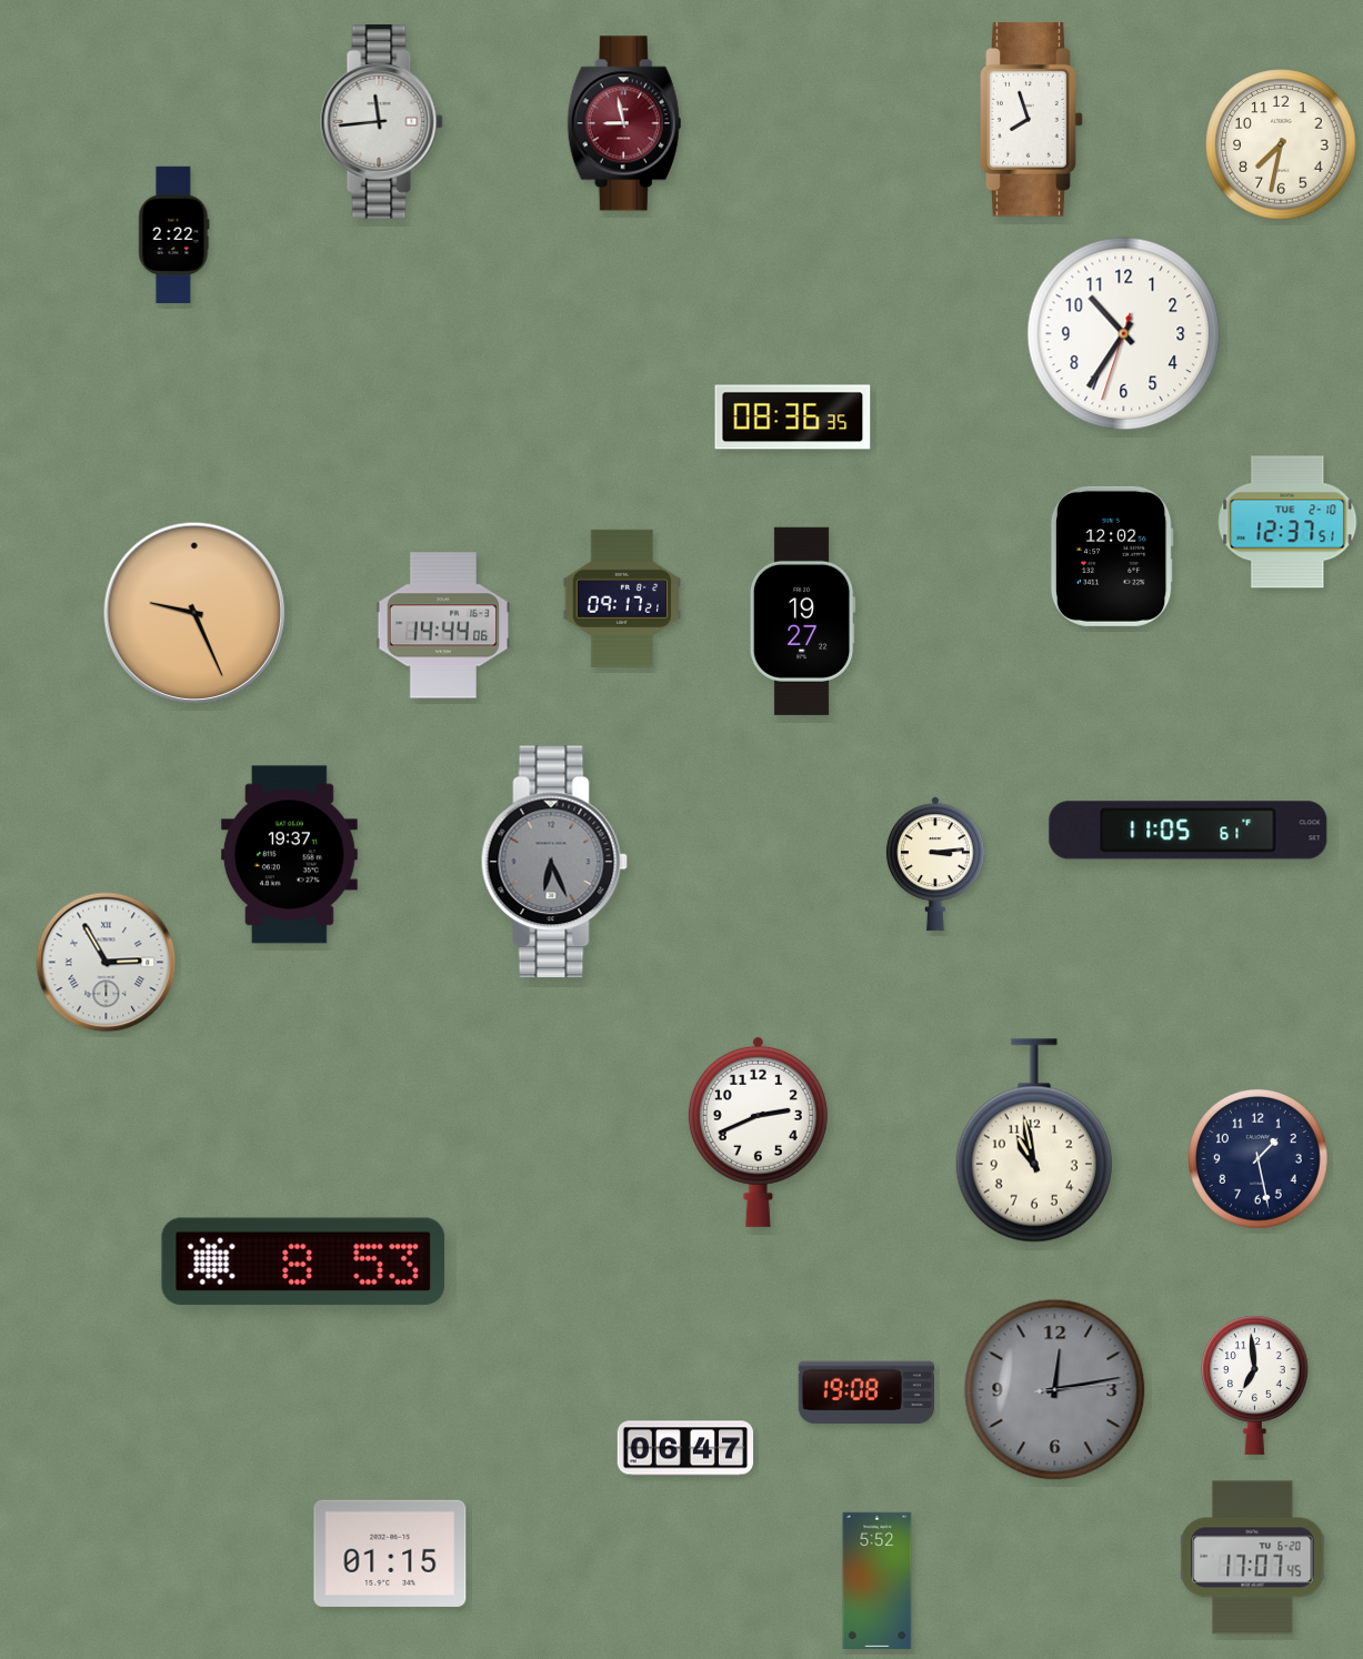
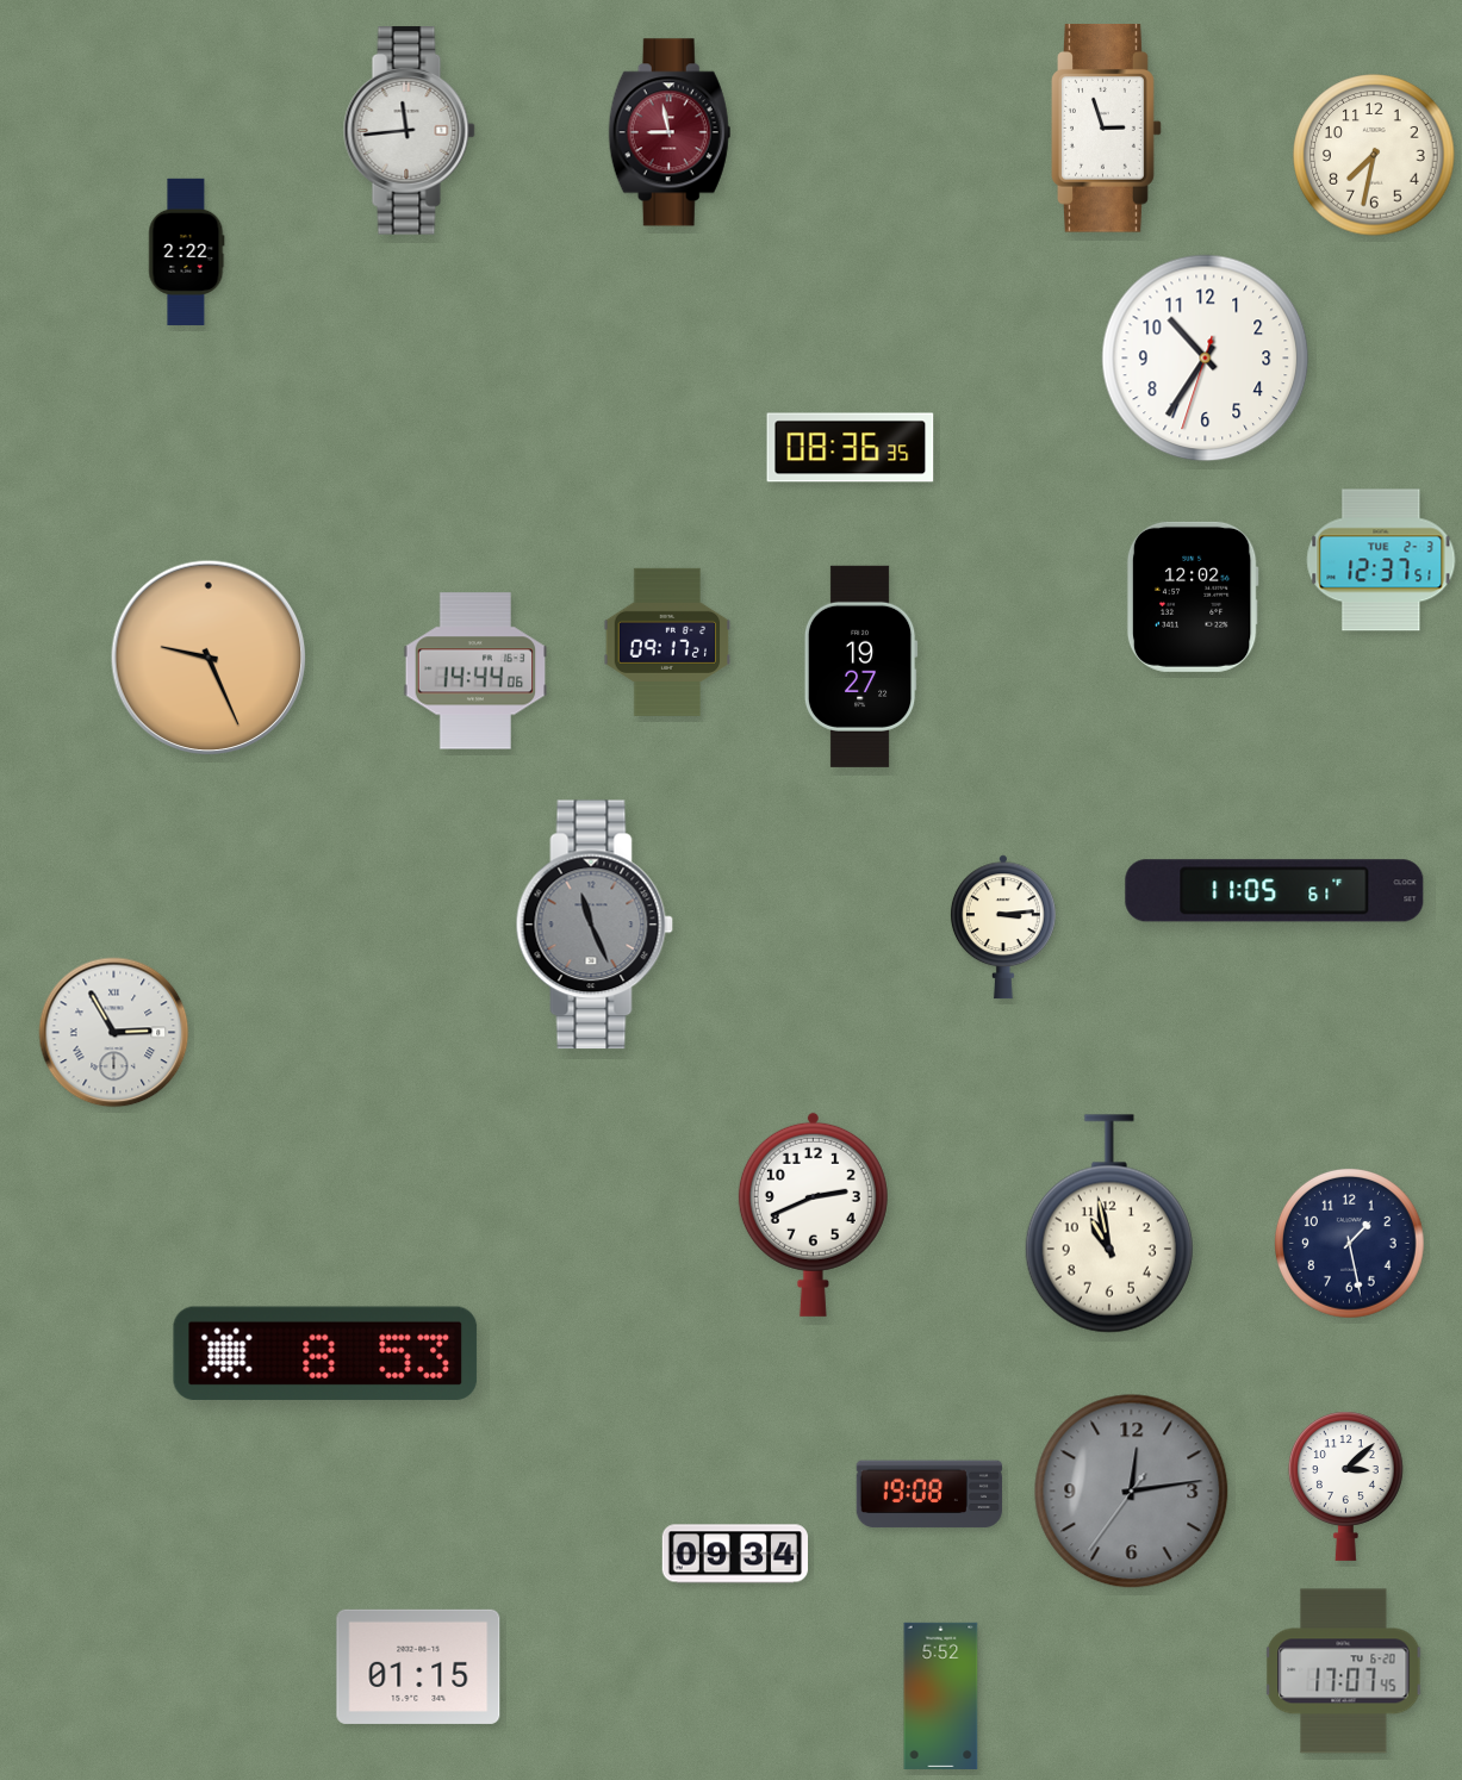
clock at (1032, 120): 7:57 -> 2:57
clock at (1287, 522) date: TUE 2-10 -> TUE 2-3
clock at (289, 855): 19:37 -> none
clock at (554, 862): 6:26 -> 11:26
clock at (1254, 1385): 6:59 -> 3:08
clock at (1055, 1390): 12:13:14 -> 12:13:36
clock at (685, 1448): 06:47 -> 09:34
